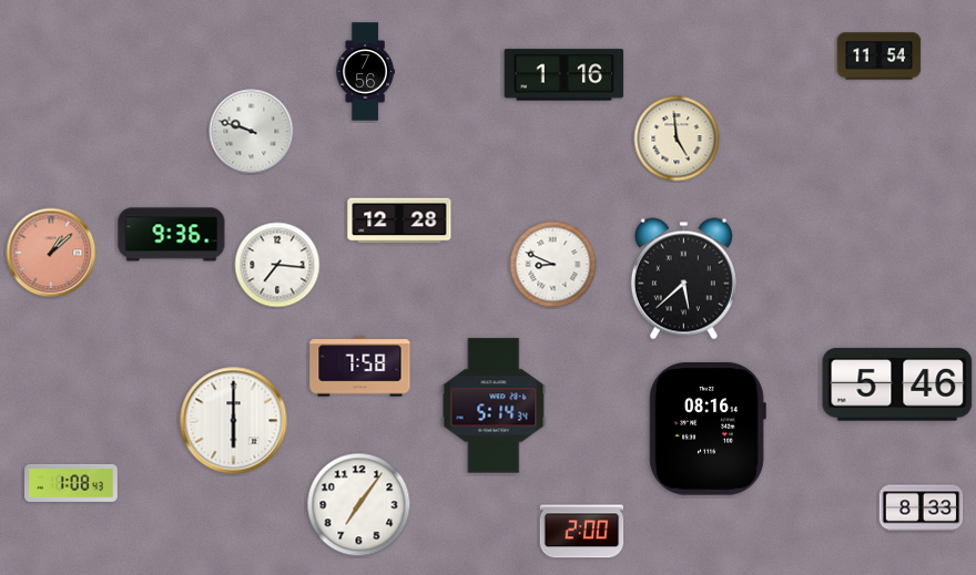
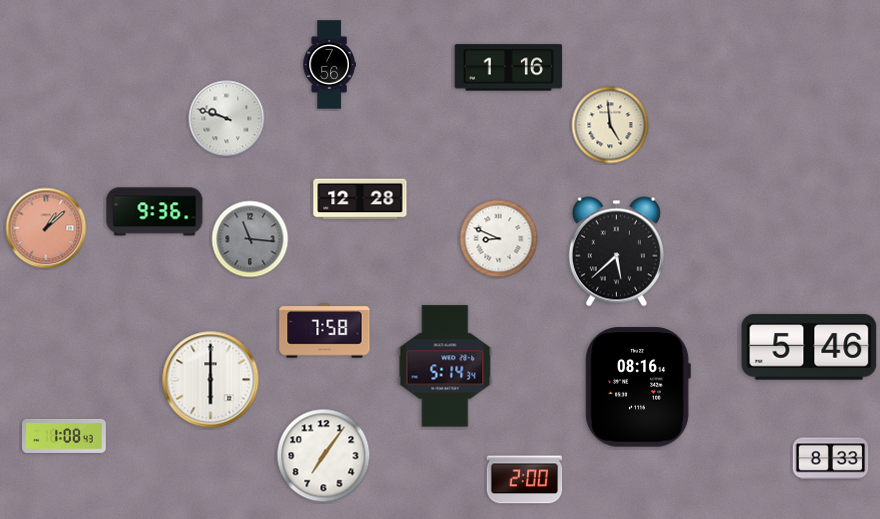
clock at (880, 57): 11:54 -> none
clock at (277, 265): 7:16 -> 11:16
clock at (277, 265) dial: white -> grey
